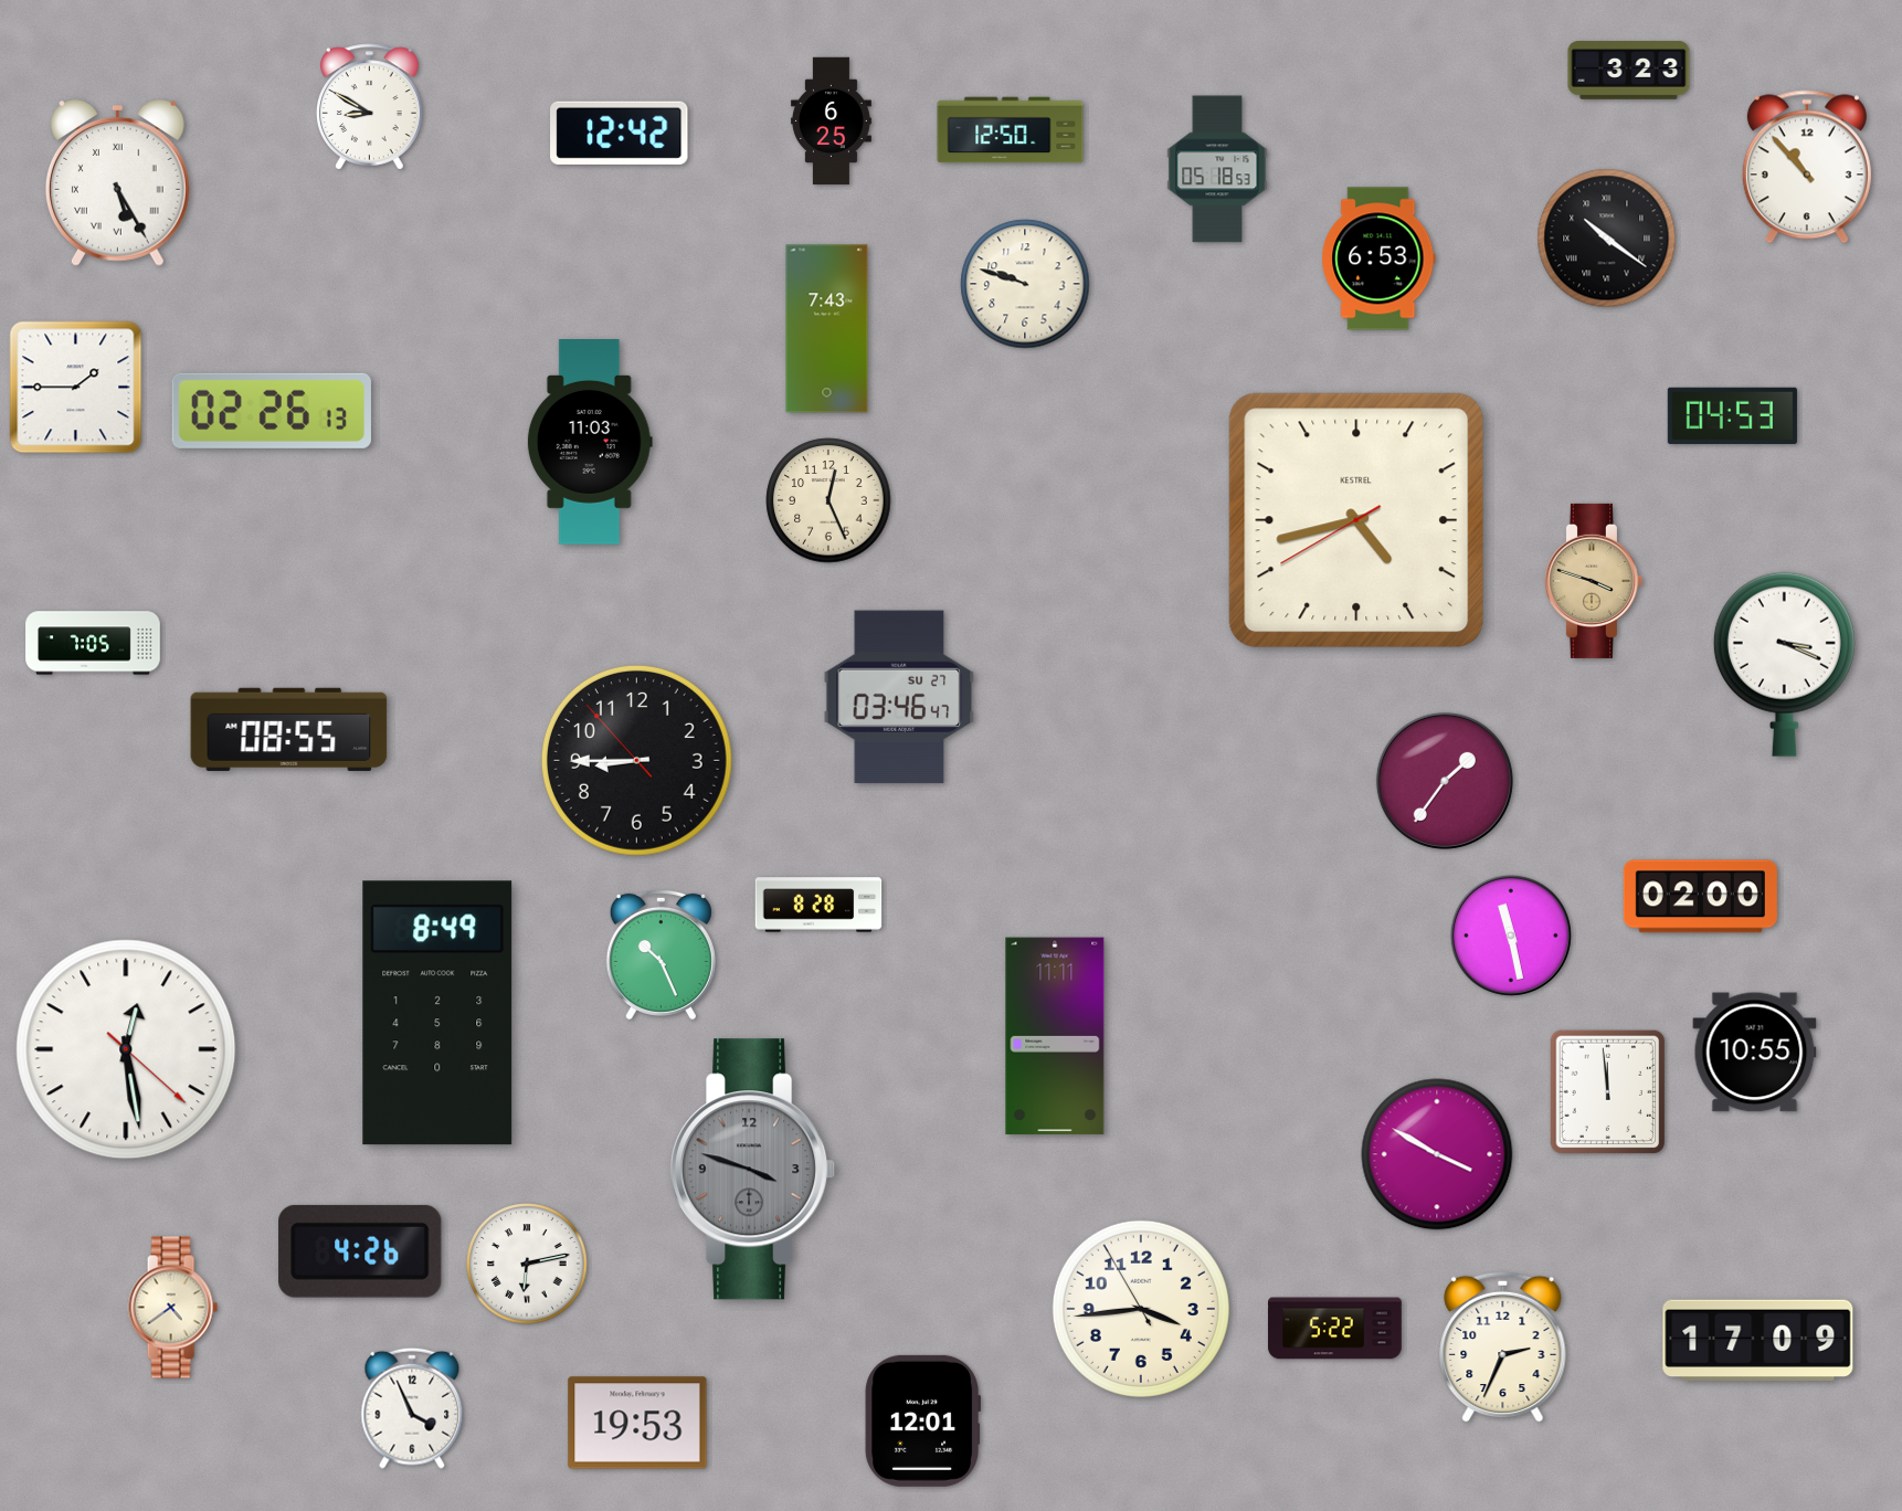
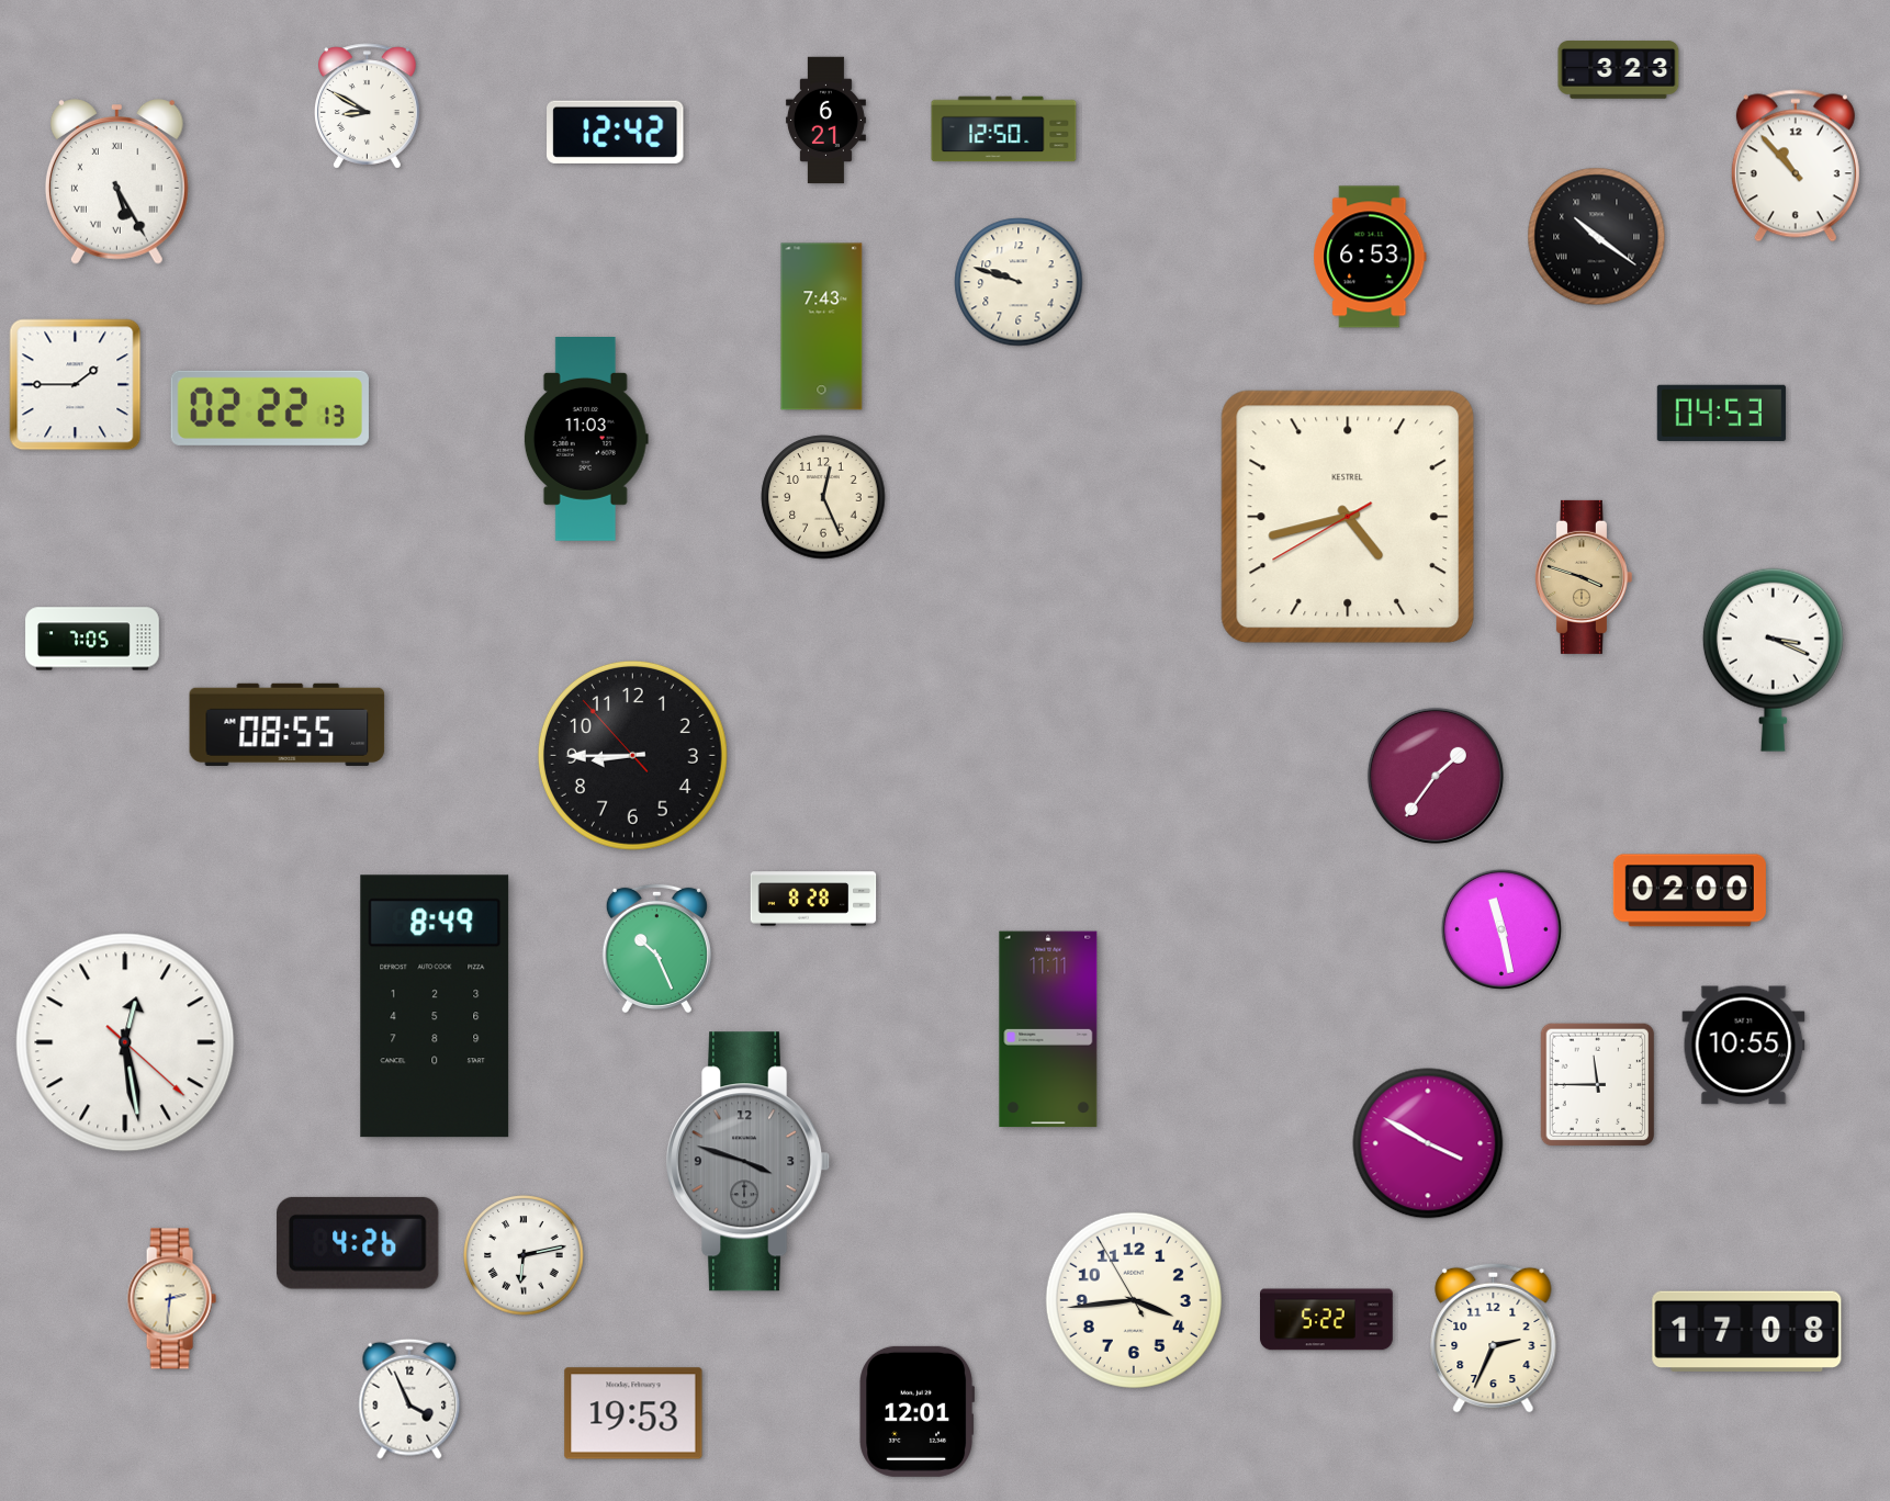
clock at (831, 121): 6:25 -> 6:21
clock at (1217, 169): 05:18 -> none
clock at (272, 411): 02:26 -> 02:22
clock at (899, 697): 03:46 -> none
clock at (1608, 1092): 11:59 -> 11:45
clock at (1437, 1154) position: (1437, 1154) -> (1428, 1143)
clock at (172, 1308): 4:39 -> 2:31
clock at (1758, 1340): 17:09 -> 17:08
